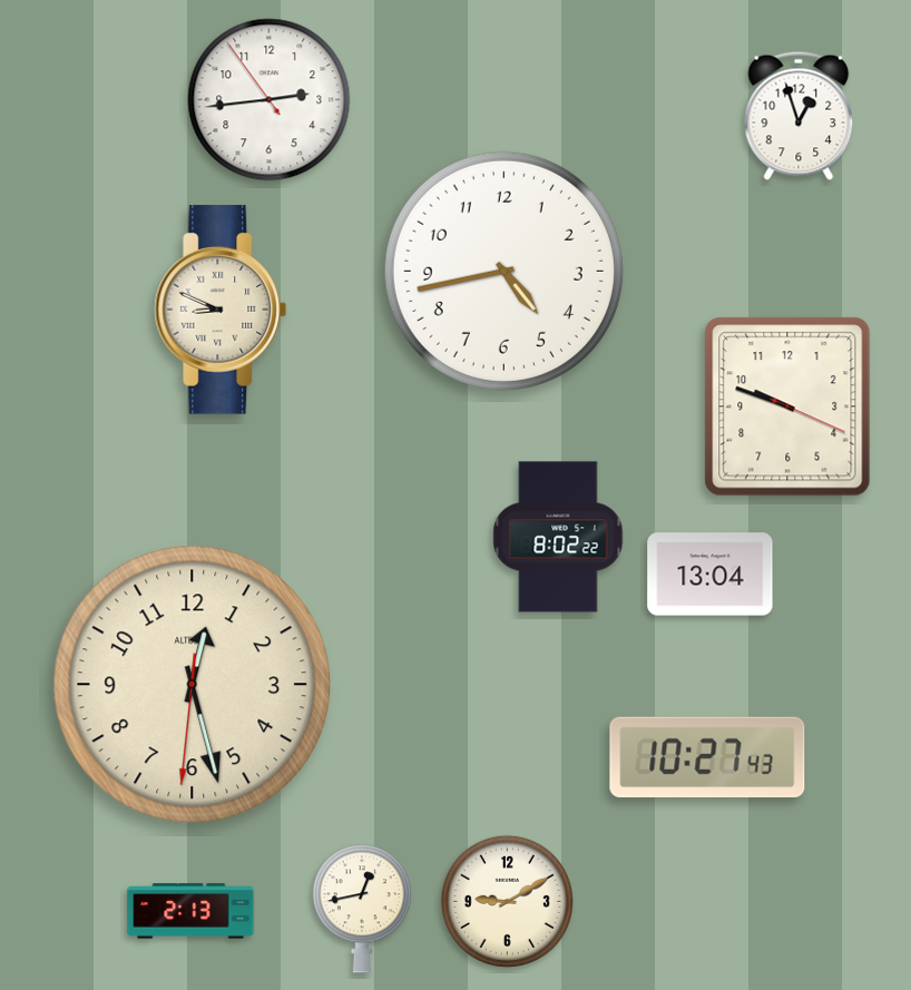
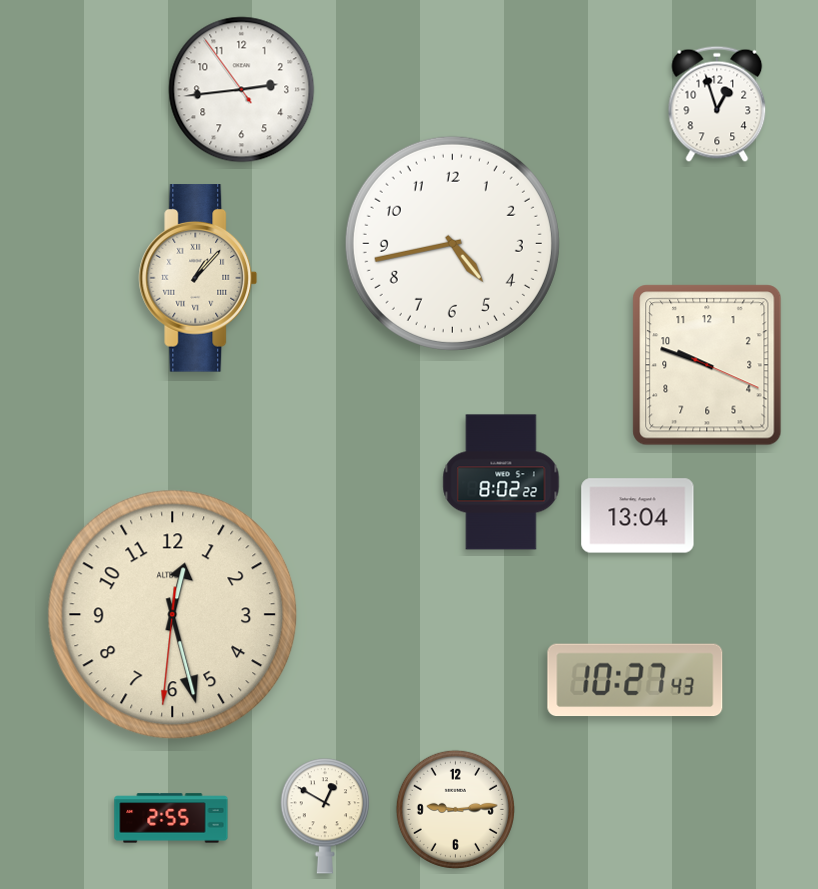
clock at (221, 310): 8:49 -> 1:07
clock at (507, 901): 9:10 -> 9:14
clock at (362, 909): 12:43 -> 12:50
clock at (190, 911): 2:13 -> 2:55
